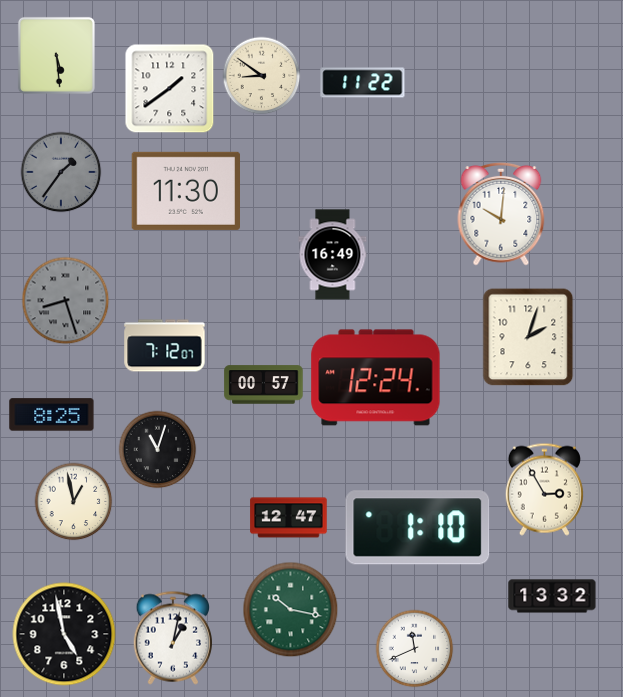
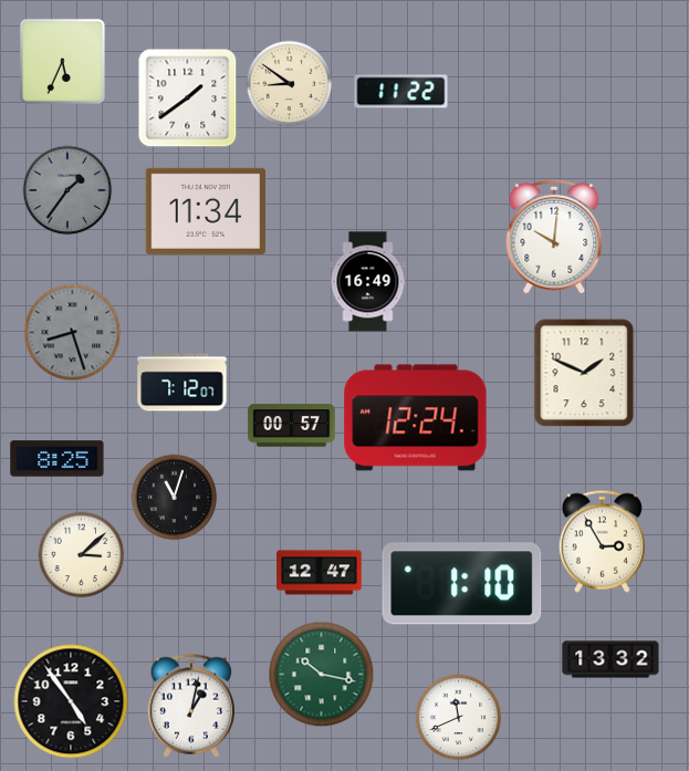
clock at (56, 55): 5:29 -> 5:34
clock at (185, 191): 11:30 -> 11:34
clock at (528, 337): 2:03 -> 1:49
clock at (73, 501): 12:58 -> 3:08
clock at (64, 634): 4:58 -> 4:54
